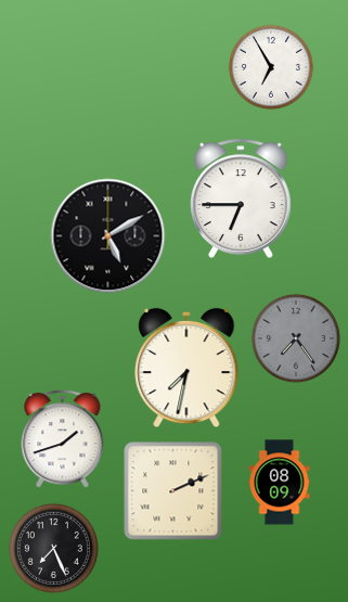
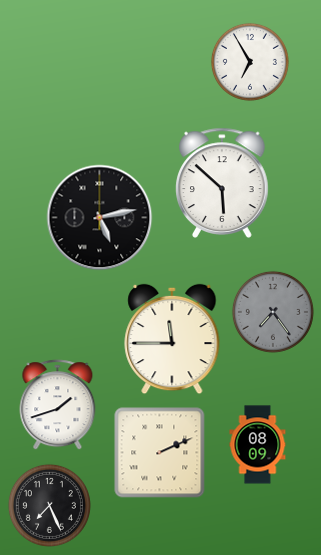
clock at (241, 198): 6:45 -> 5:52
clock at (108, 236): 5:10 -> 5:13
clock at (186, 368): 7:32 -> 11:45
